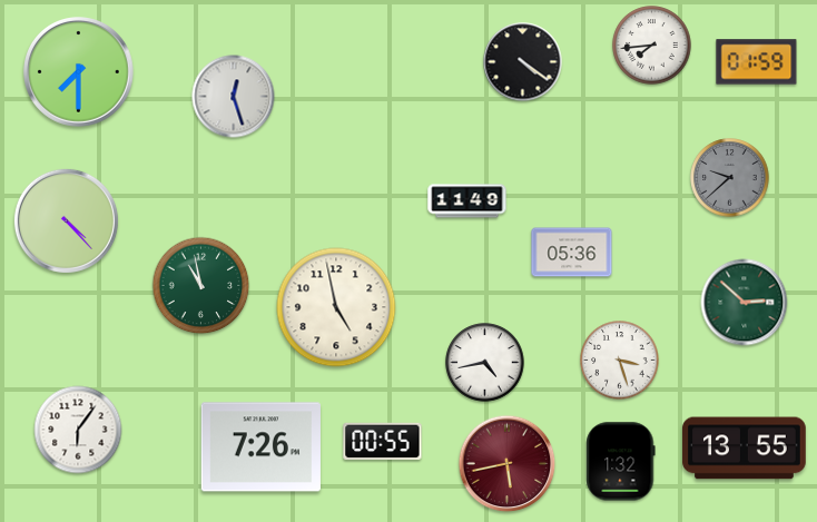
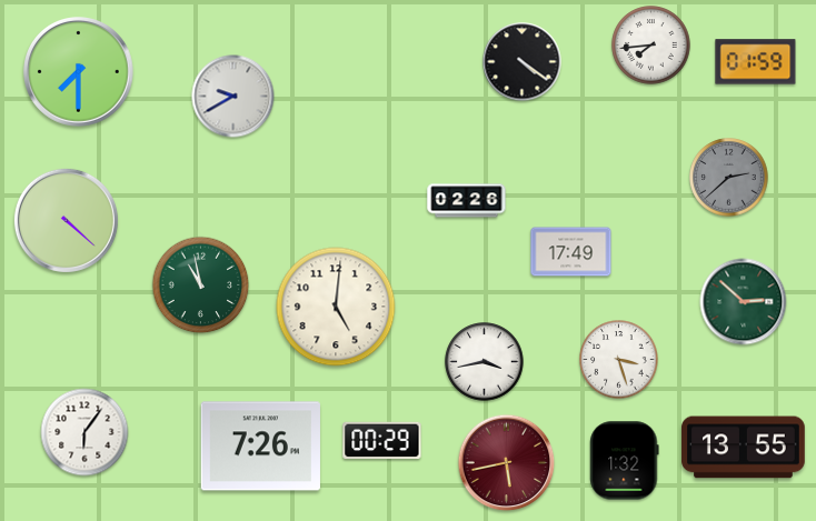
clock at (234, 97): 12:27 -> 9:40
clock at (730, 178): 9:38 -> 2:38
clock at (467, 201): 11:49 -> 02:26
clock at (66, 220): 4:23 -> 4:22
clock at (572, 253): 05:36 -> 17:49
clock at (336, 307): 4:58 -> 5:01
clock at (485, 363): 4:43 -> 3:43
clock at (78, 430) position: (78, 430) -> (84, 432)
clock at (383, 441): 00:55 -> 00:29
clock at (621, 462) position: (621, 462) -> (625, 461)
